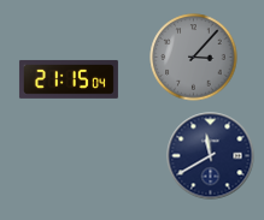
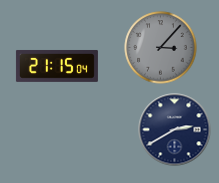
clock at (211, 156): 11:40 -> 2:40
